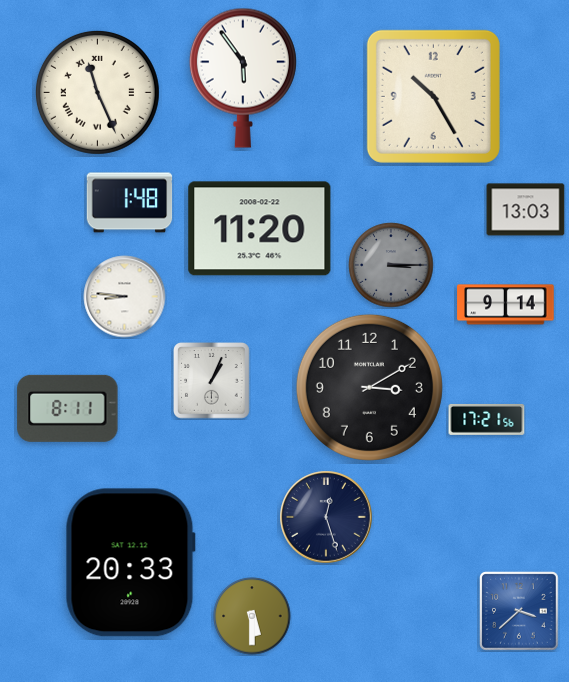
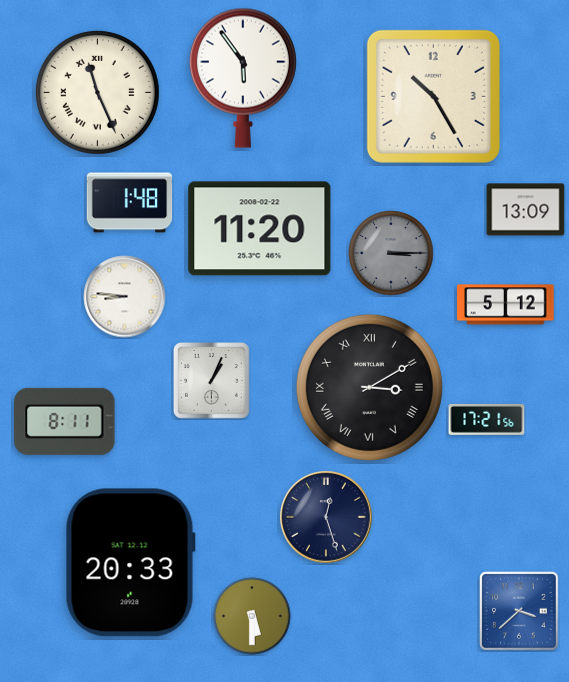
clock at (526, 210): 13:03 -> 13:09
clock at (391, 265) position: (391, 265) -> (391, 253)
clock at (506, 305): 9:14 -> 5:12
clock at (369, 387) numerals: Arabic -> Roman
clock at (68, 408) position: (68, 408) -> (65, 421)
